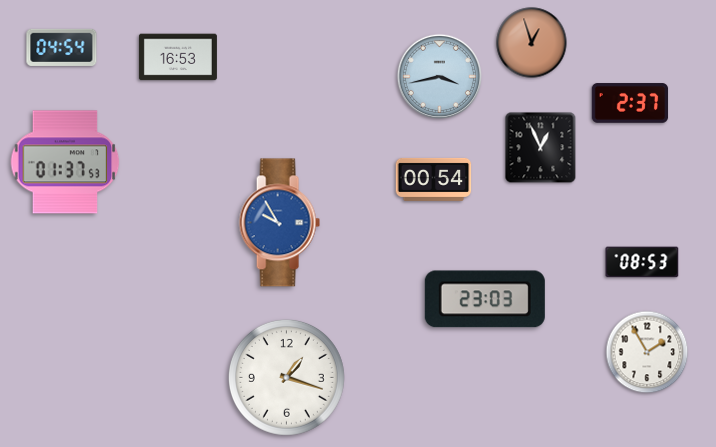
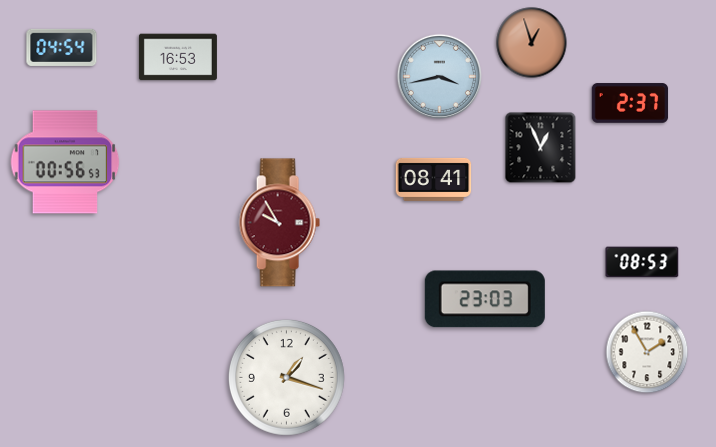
clock at (65, 162): 01:37 -> 00:56
clock at (434, 179): 00:54 -> 08:41
clock at (279, 223) dial: blue -> burgundy
